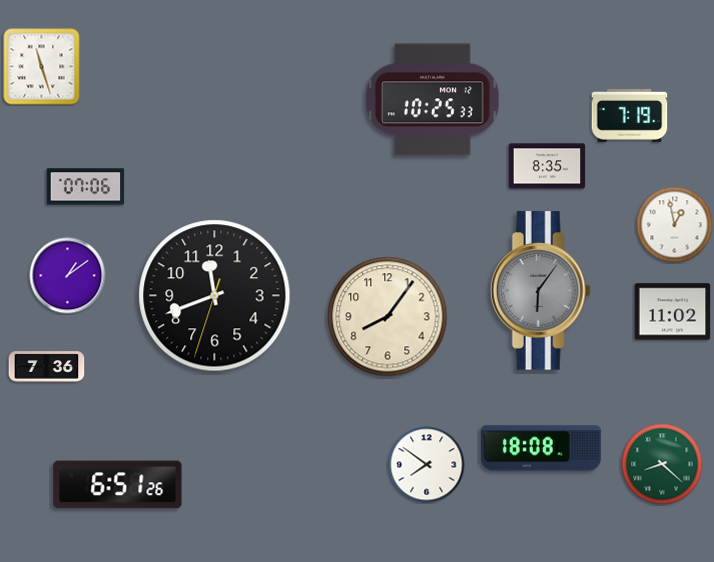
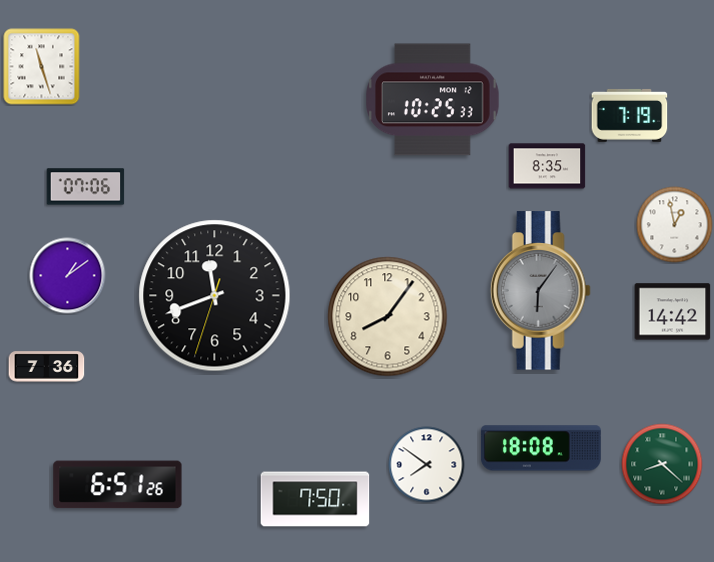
clock at (673, 312): 11:02 -> 14:42
clock at (315, 499): none -> 7:50
